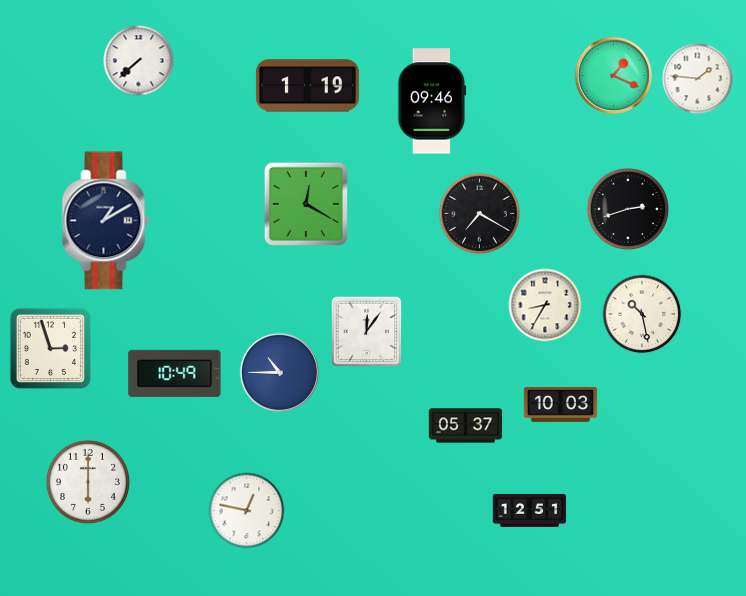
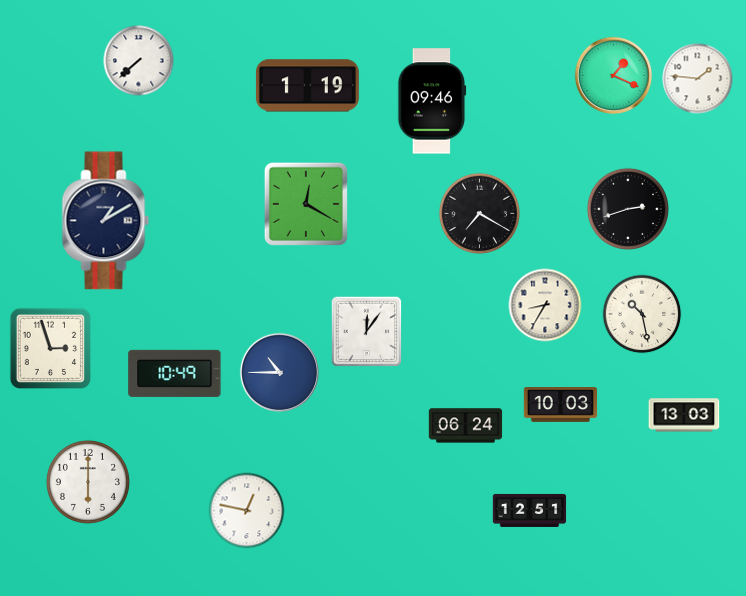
clock at (684, 415): none -> 13:03
clock at (466, 426): 05:37 -> 06:24
